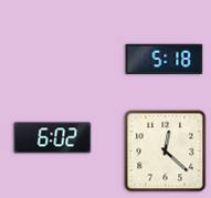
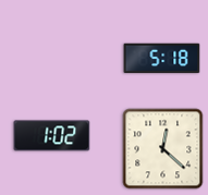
clock at (53, 138): 6:02 -> 1:02
